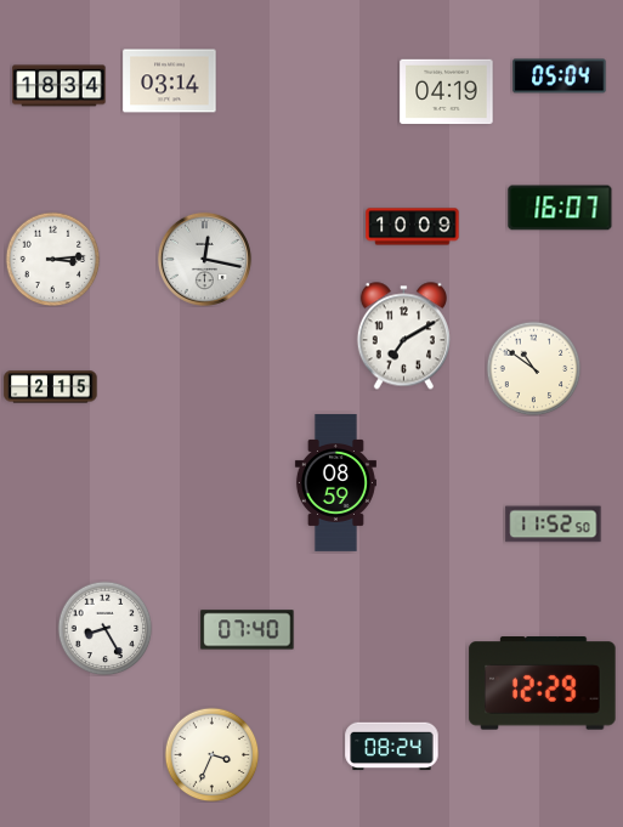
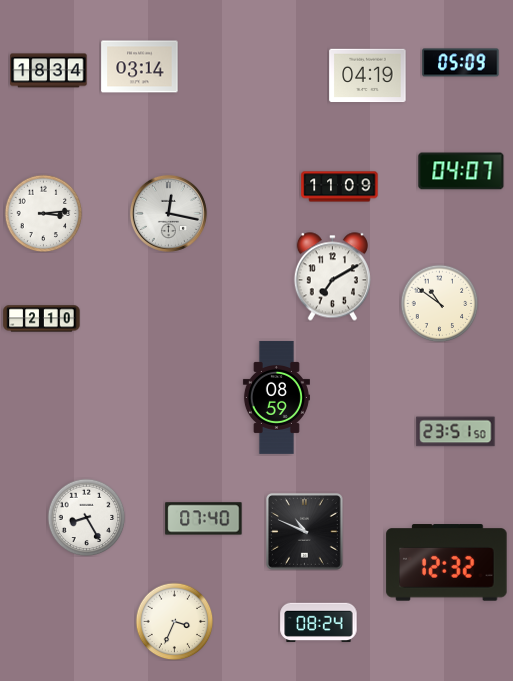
clock at (560, 77): 05:04 -> 05:09
clock at (560, 208): 16:07 -> 04:07
clock at (413, 227): 10:09 -> 11:09
clock at (51, 387): 2:15 -> 2:10
clock at (554, 525): 11:52 -> 23:51
clock at (304, 531): none -> 10:49
clock at (543, 684): 12:29 -> 12:32
clock at (392, 747) position: (392, 747) -> (319, 623)
